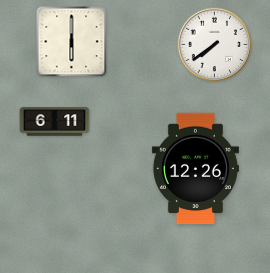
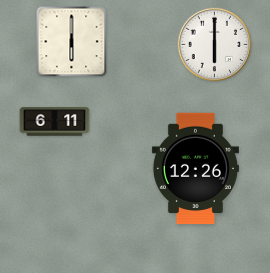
clock at (215, 45): 7:39 -> 6:00
